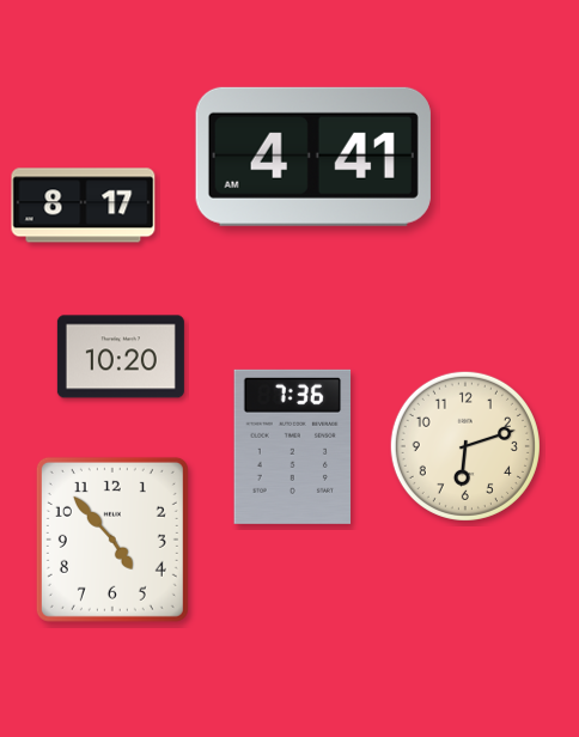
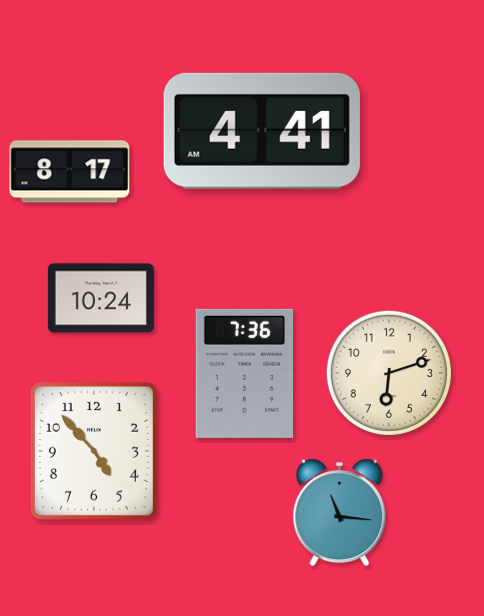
clock at (121, 357): 10:20 -> 10:24
clock at (340, 513): none -> 11:16
